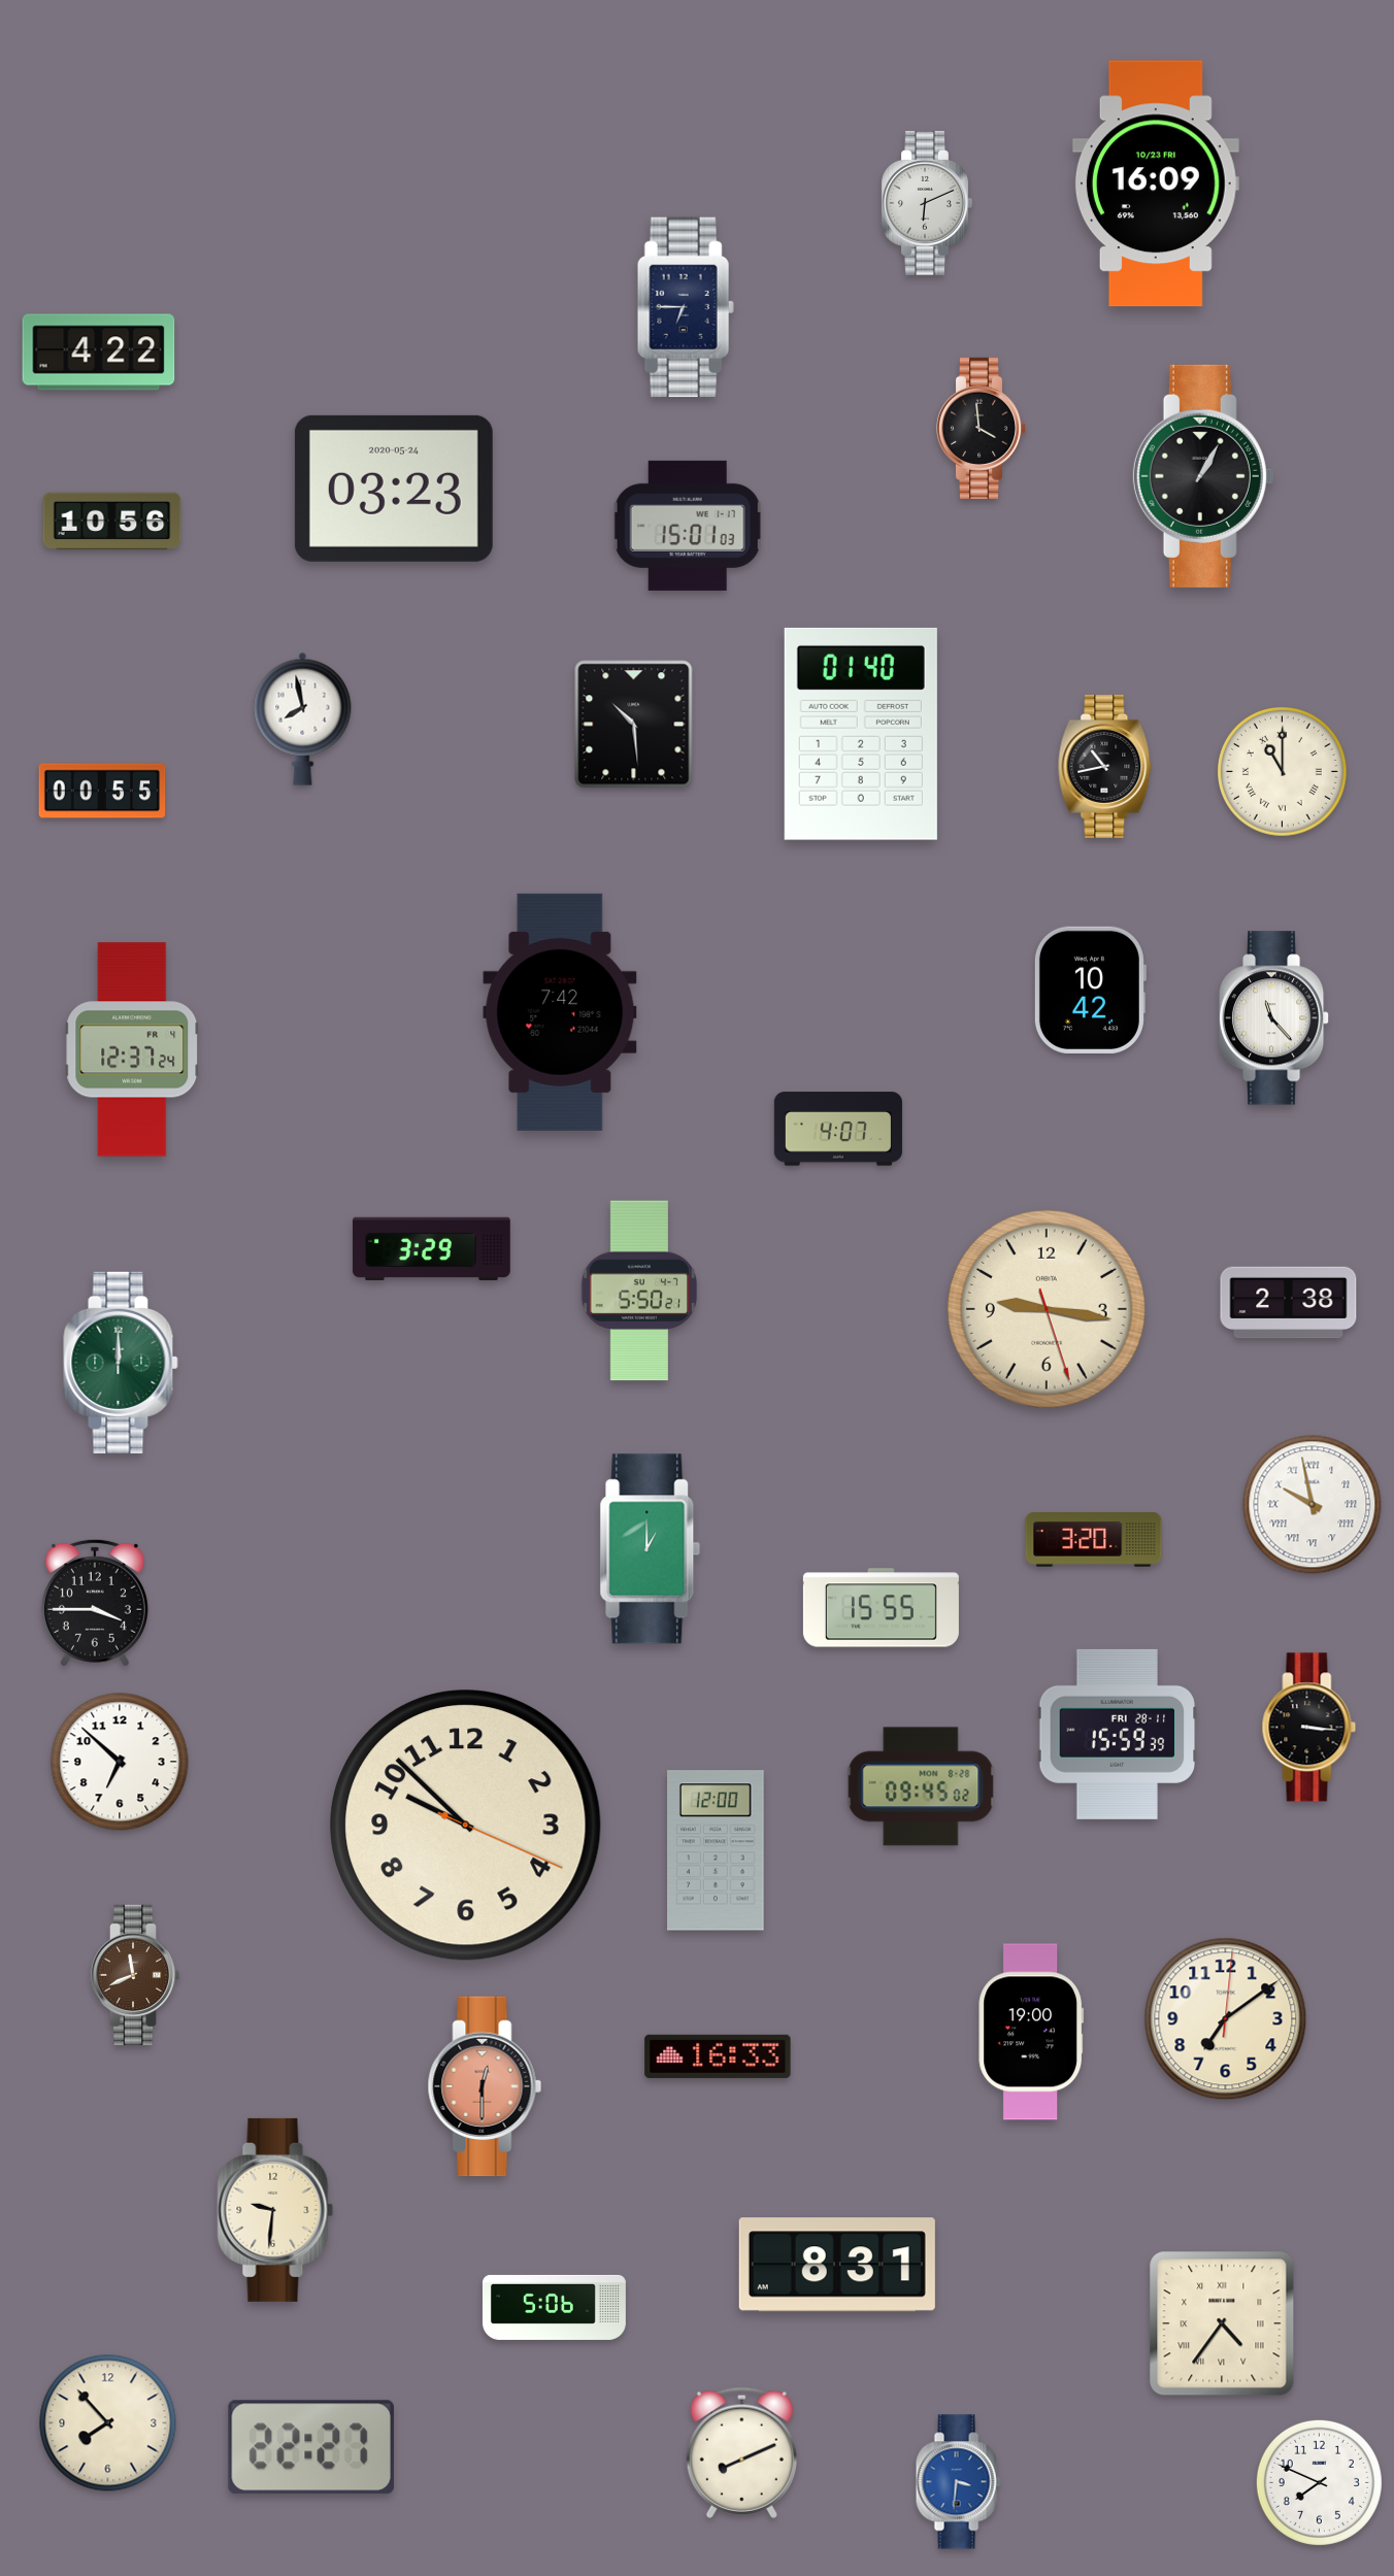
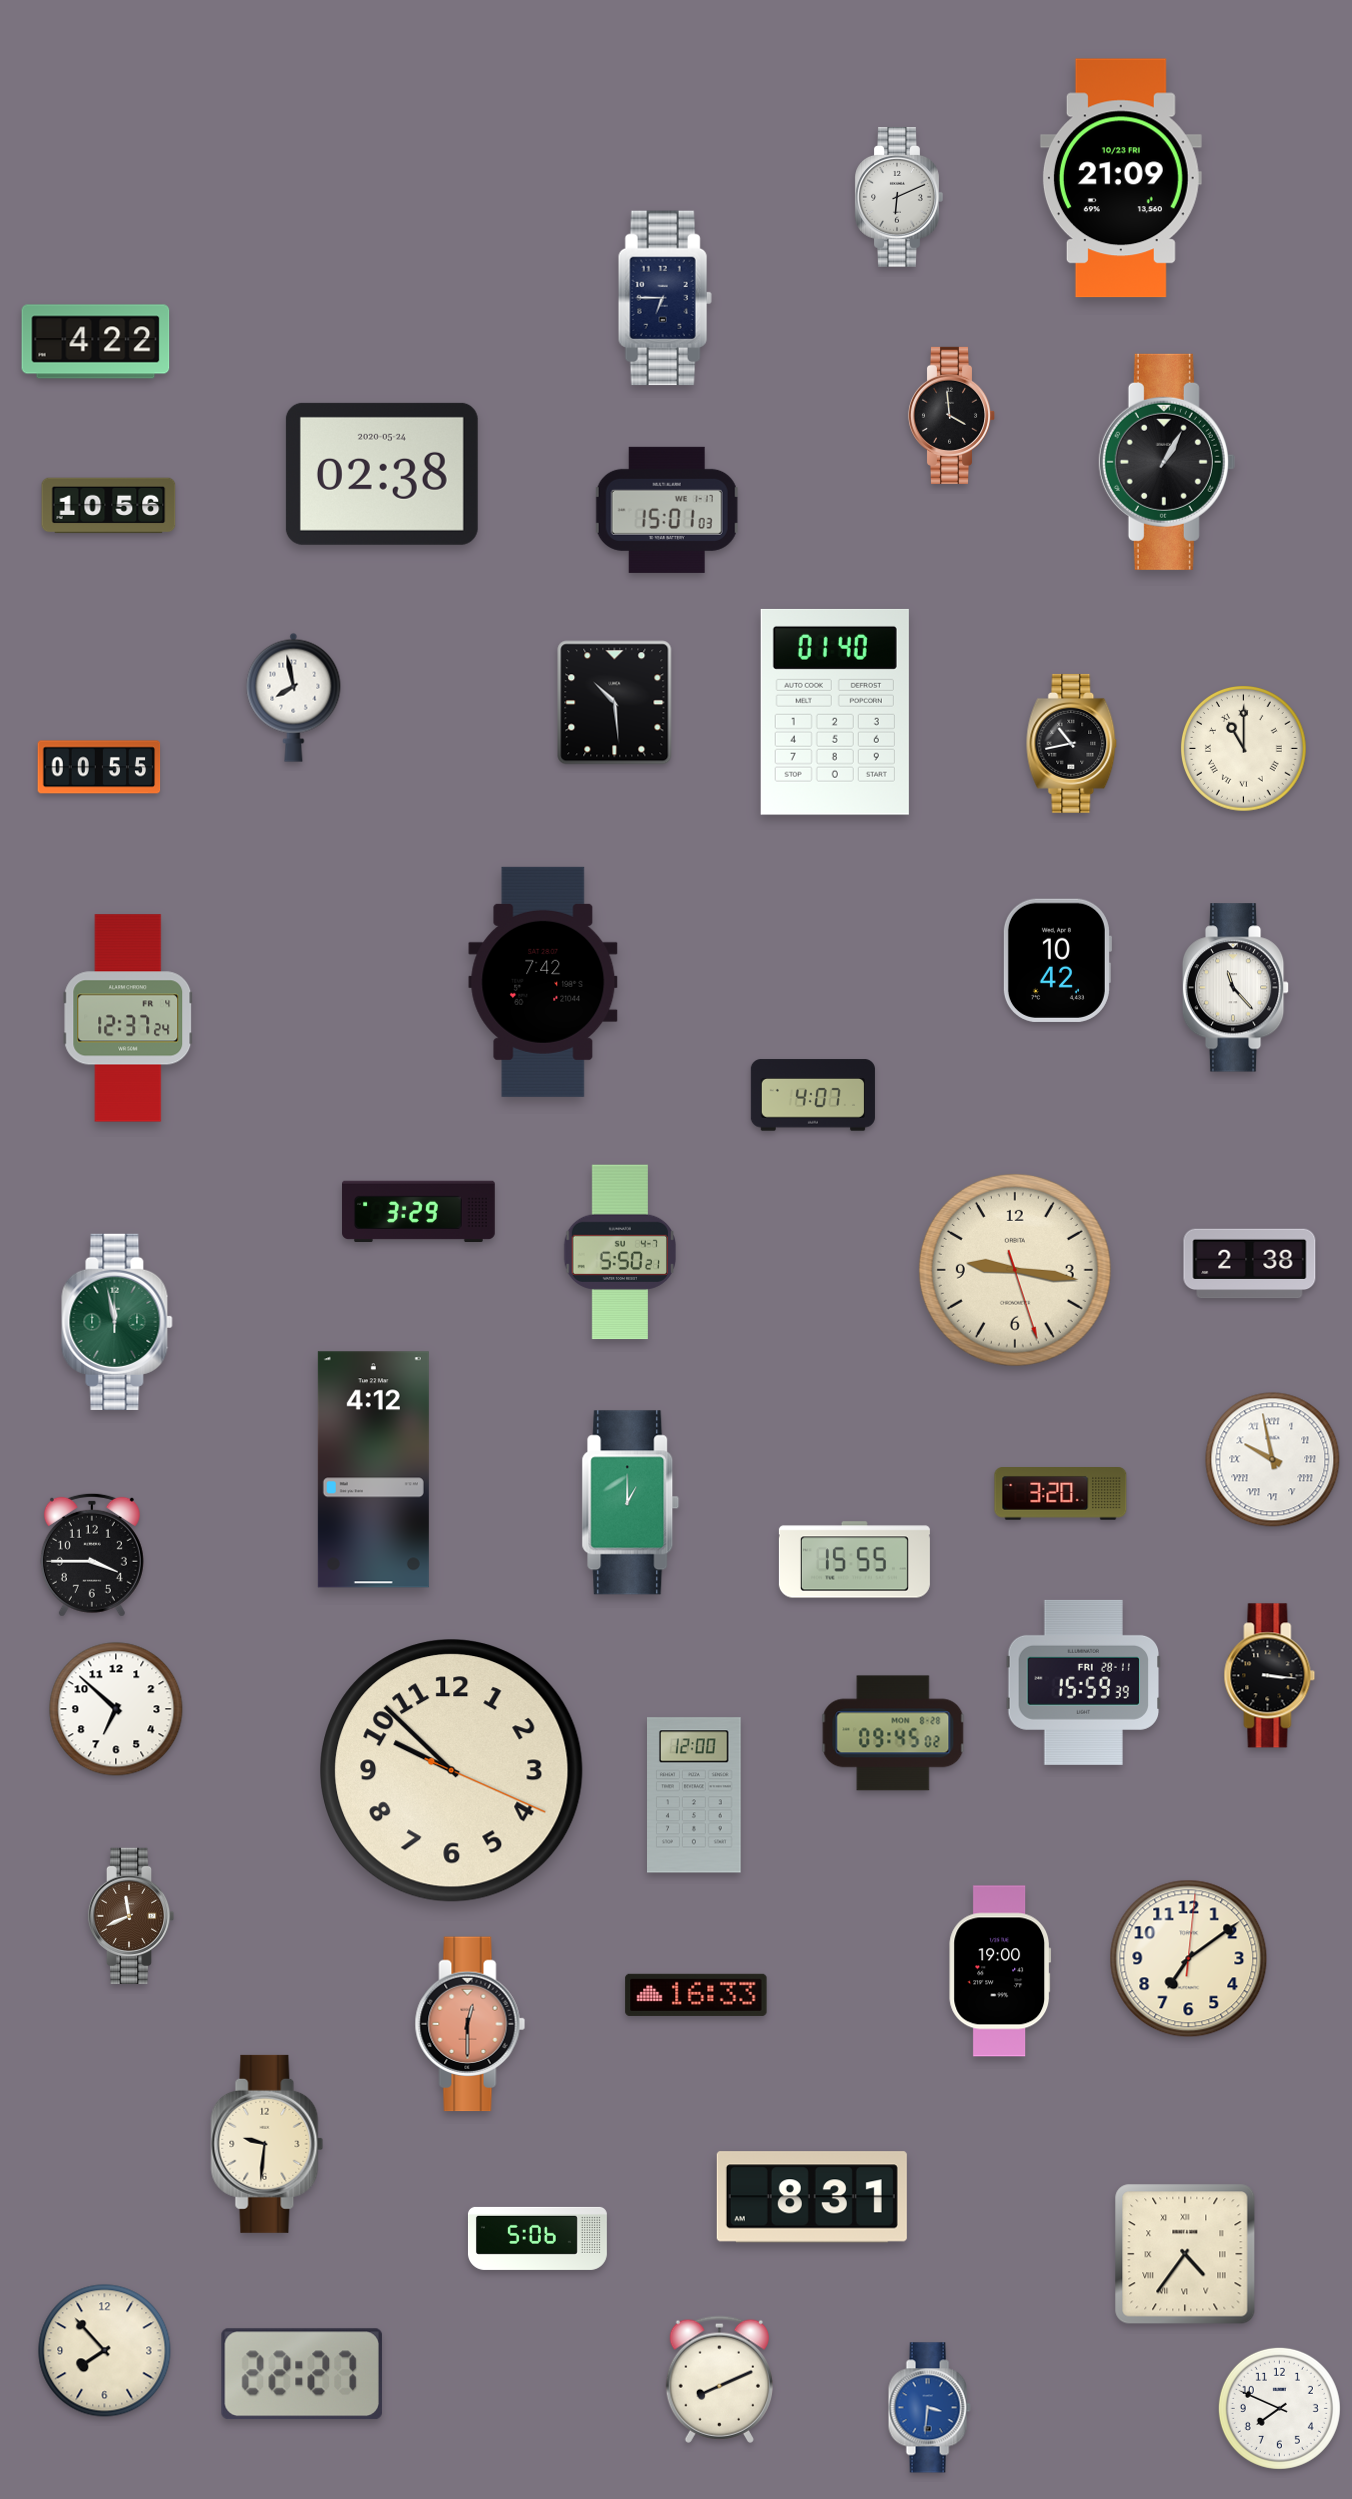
clock at (1156, 183): 16:09 -> 21:09
clock at (394, 489): 03:23 -> 02:38
clock at (121, 1363): 12:00 -> 11:58
clock at (373, 1470): none -> 4:12
